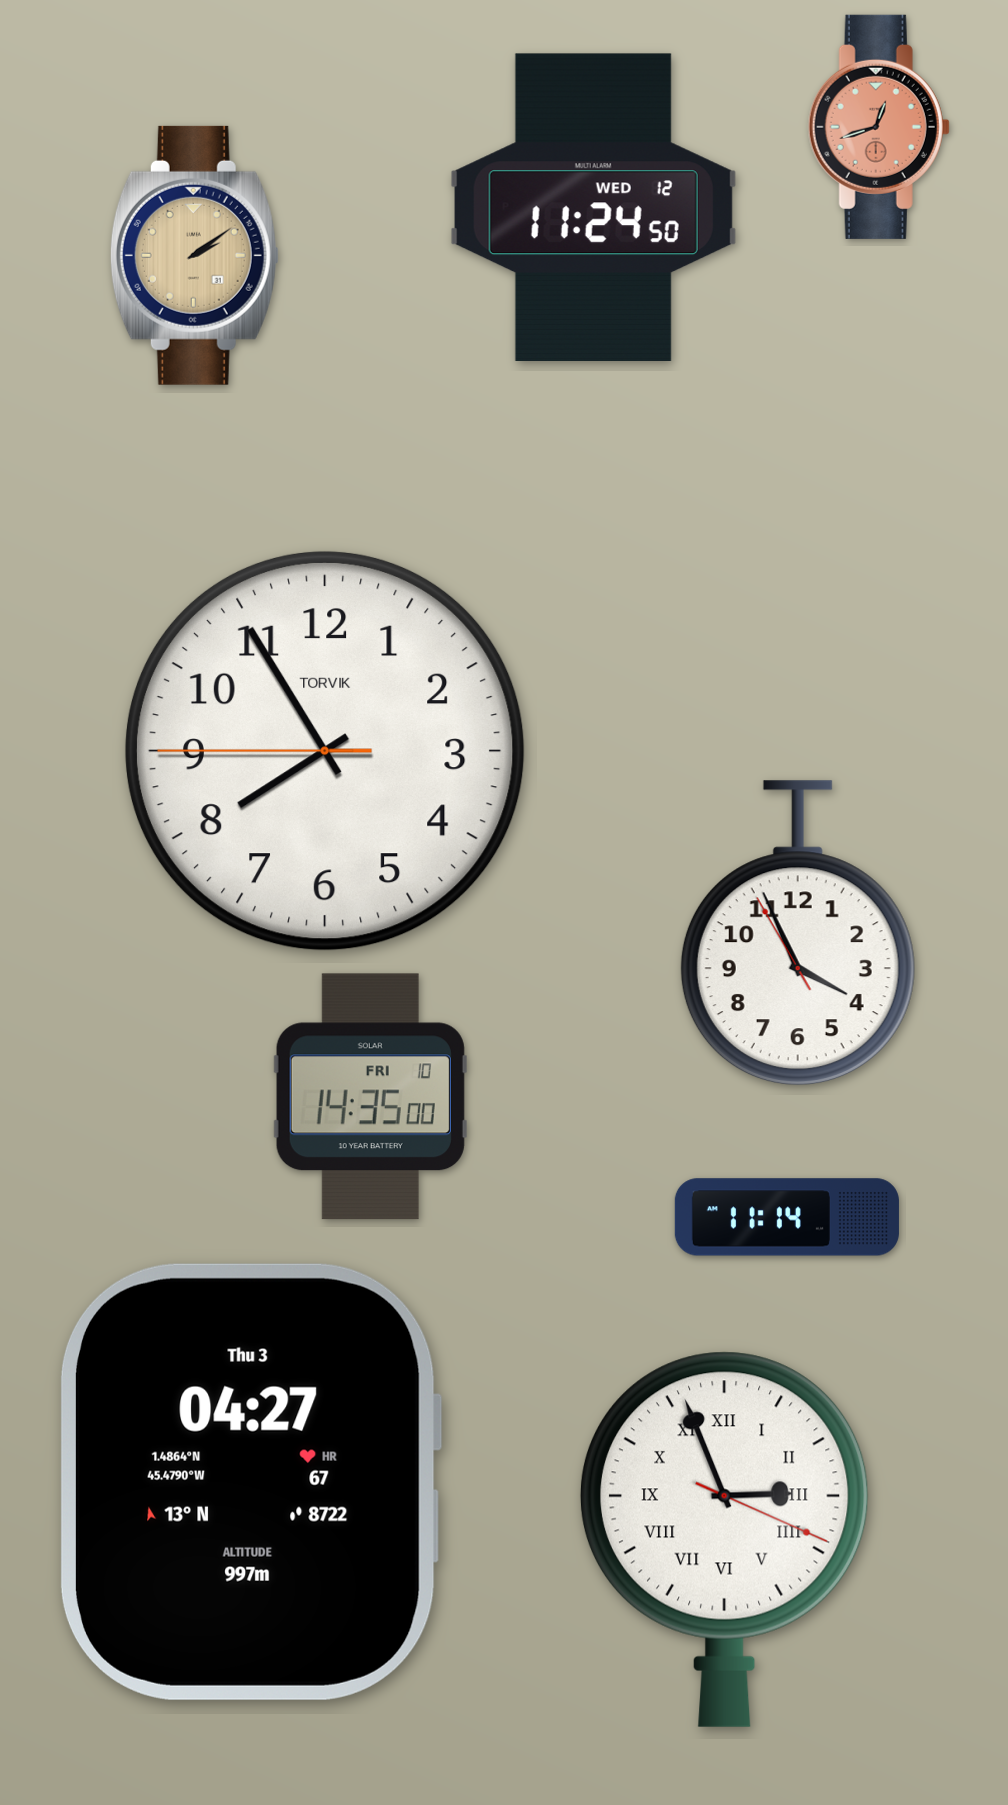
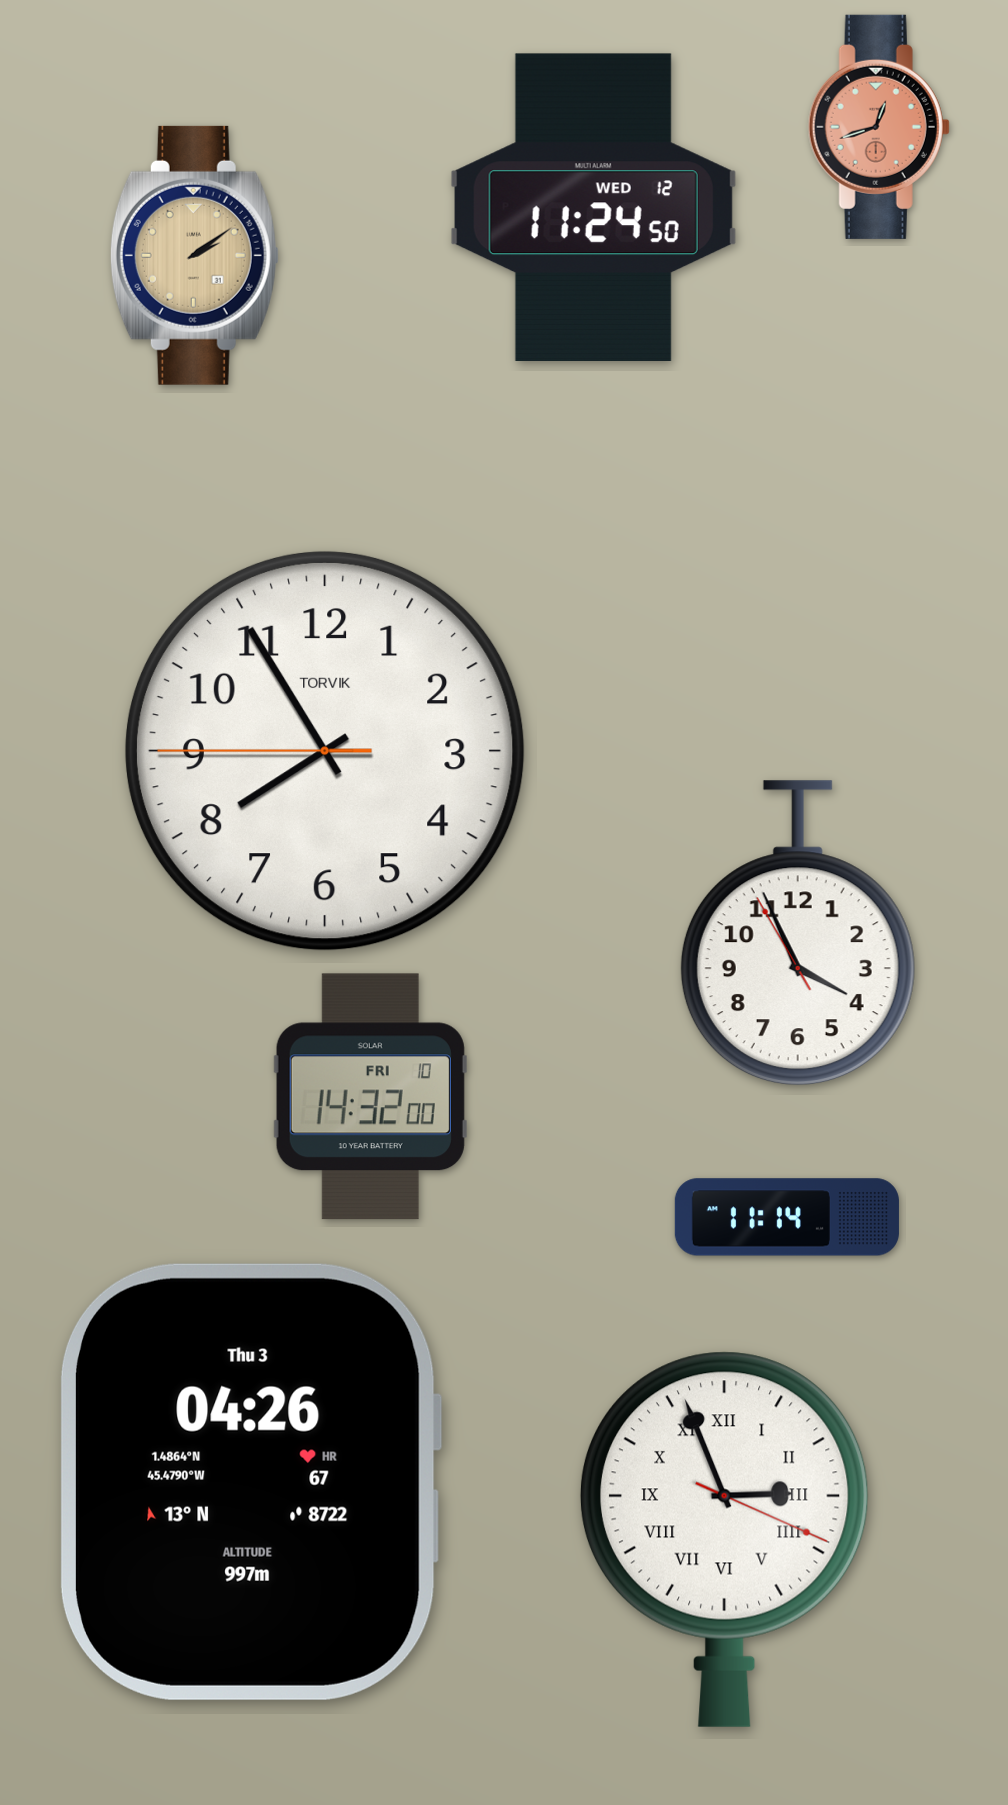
clock at (370, 1097): 14:35 -> 14:32
clock at (250, 1482): 04:27 -> 04:26
